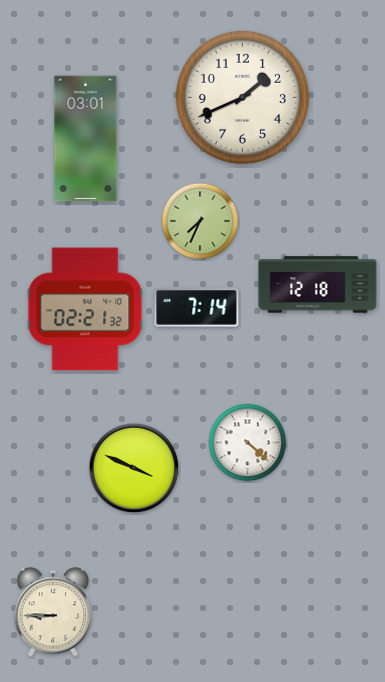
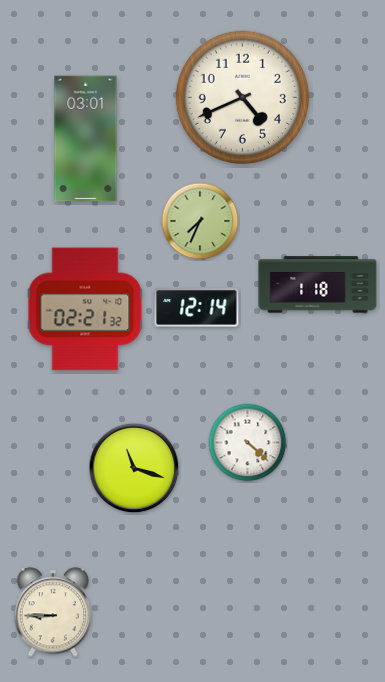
clock at (242, 97): 1:41 -> 4:41
clock at (318, 285): 12:18 -> 1:18
clock at (197, 308): 7:14 -> 12:14
clock at (134, 468): 3:49 -> 11:18
